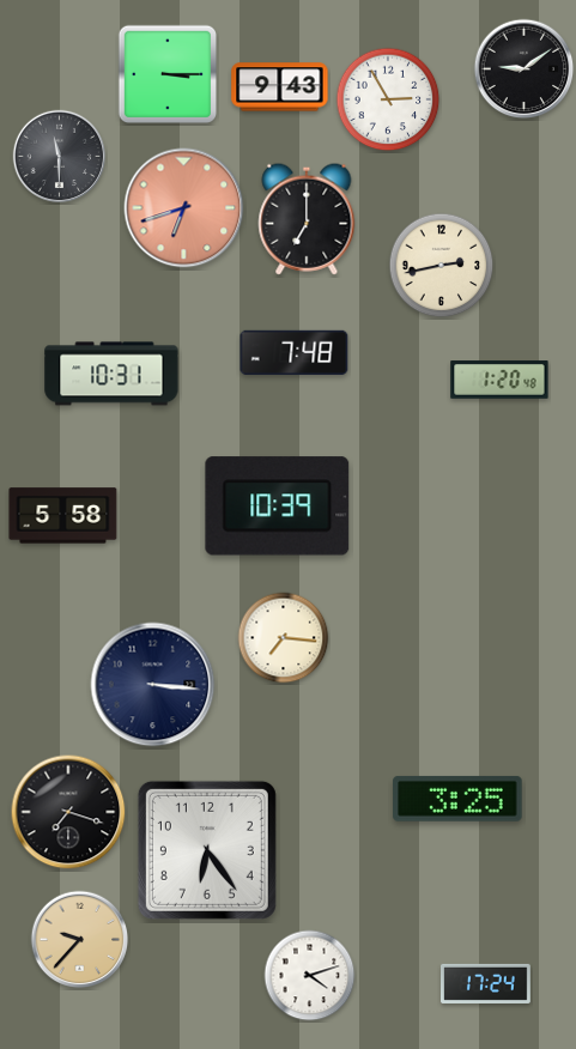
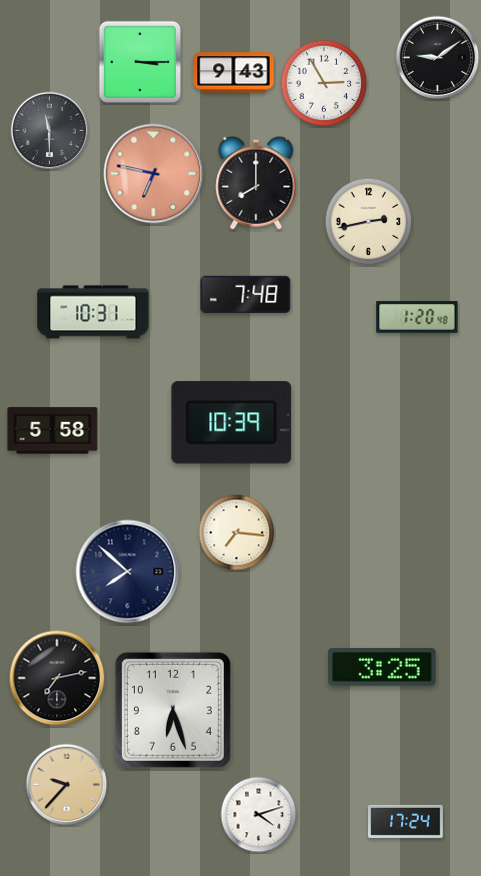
clock at (184, 208): 6:42 -> 6:47
clock at (307, 219): 7:00 -> 8:00
clock at (153, 685): 3:16 -> 7:52
clock at (68, 812): 7:18 -> 7:13
clock at (207, 850): 6:24 -> 6:27
